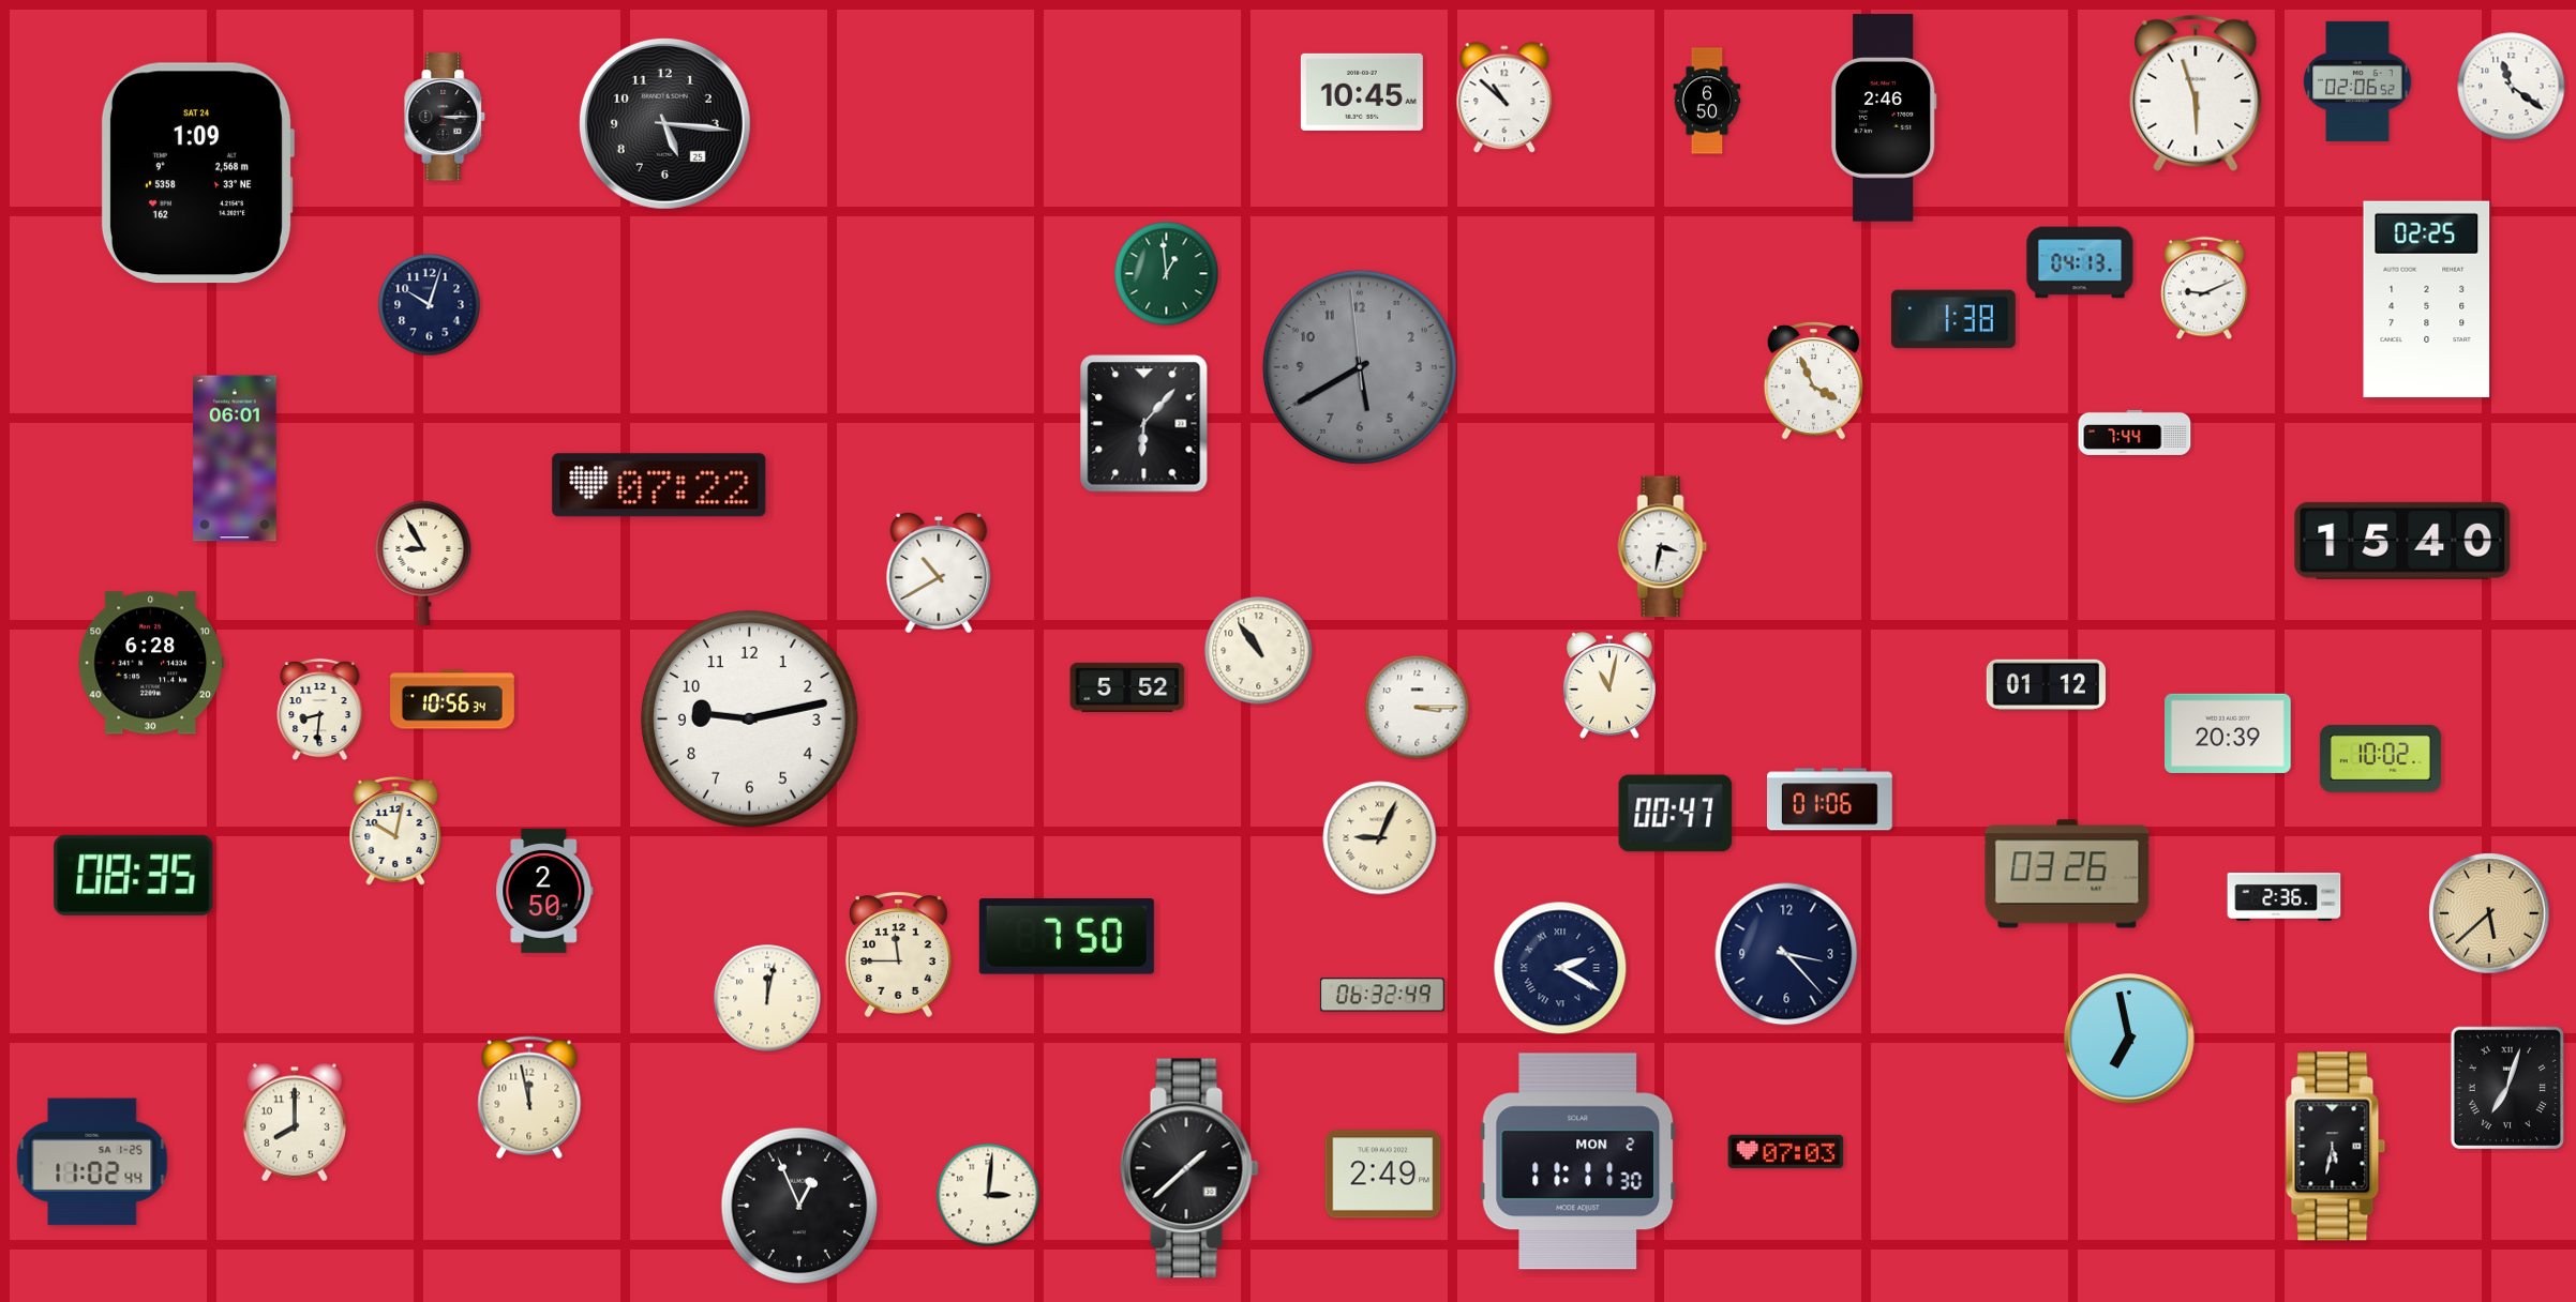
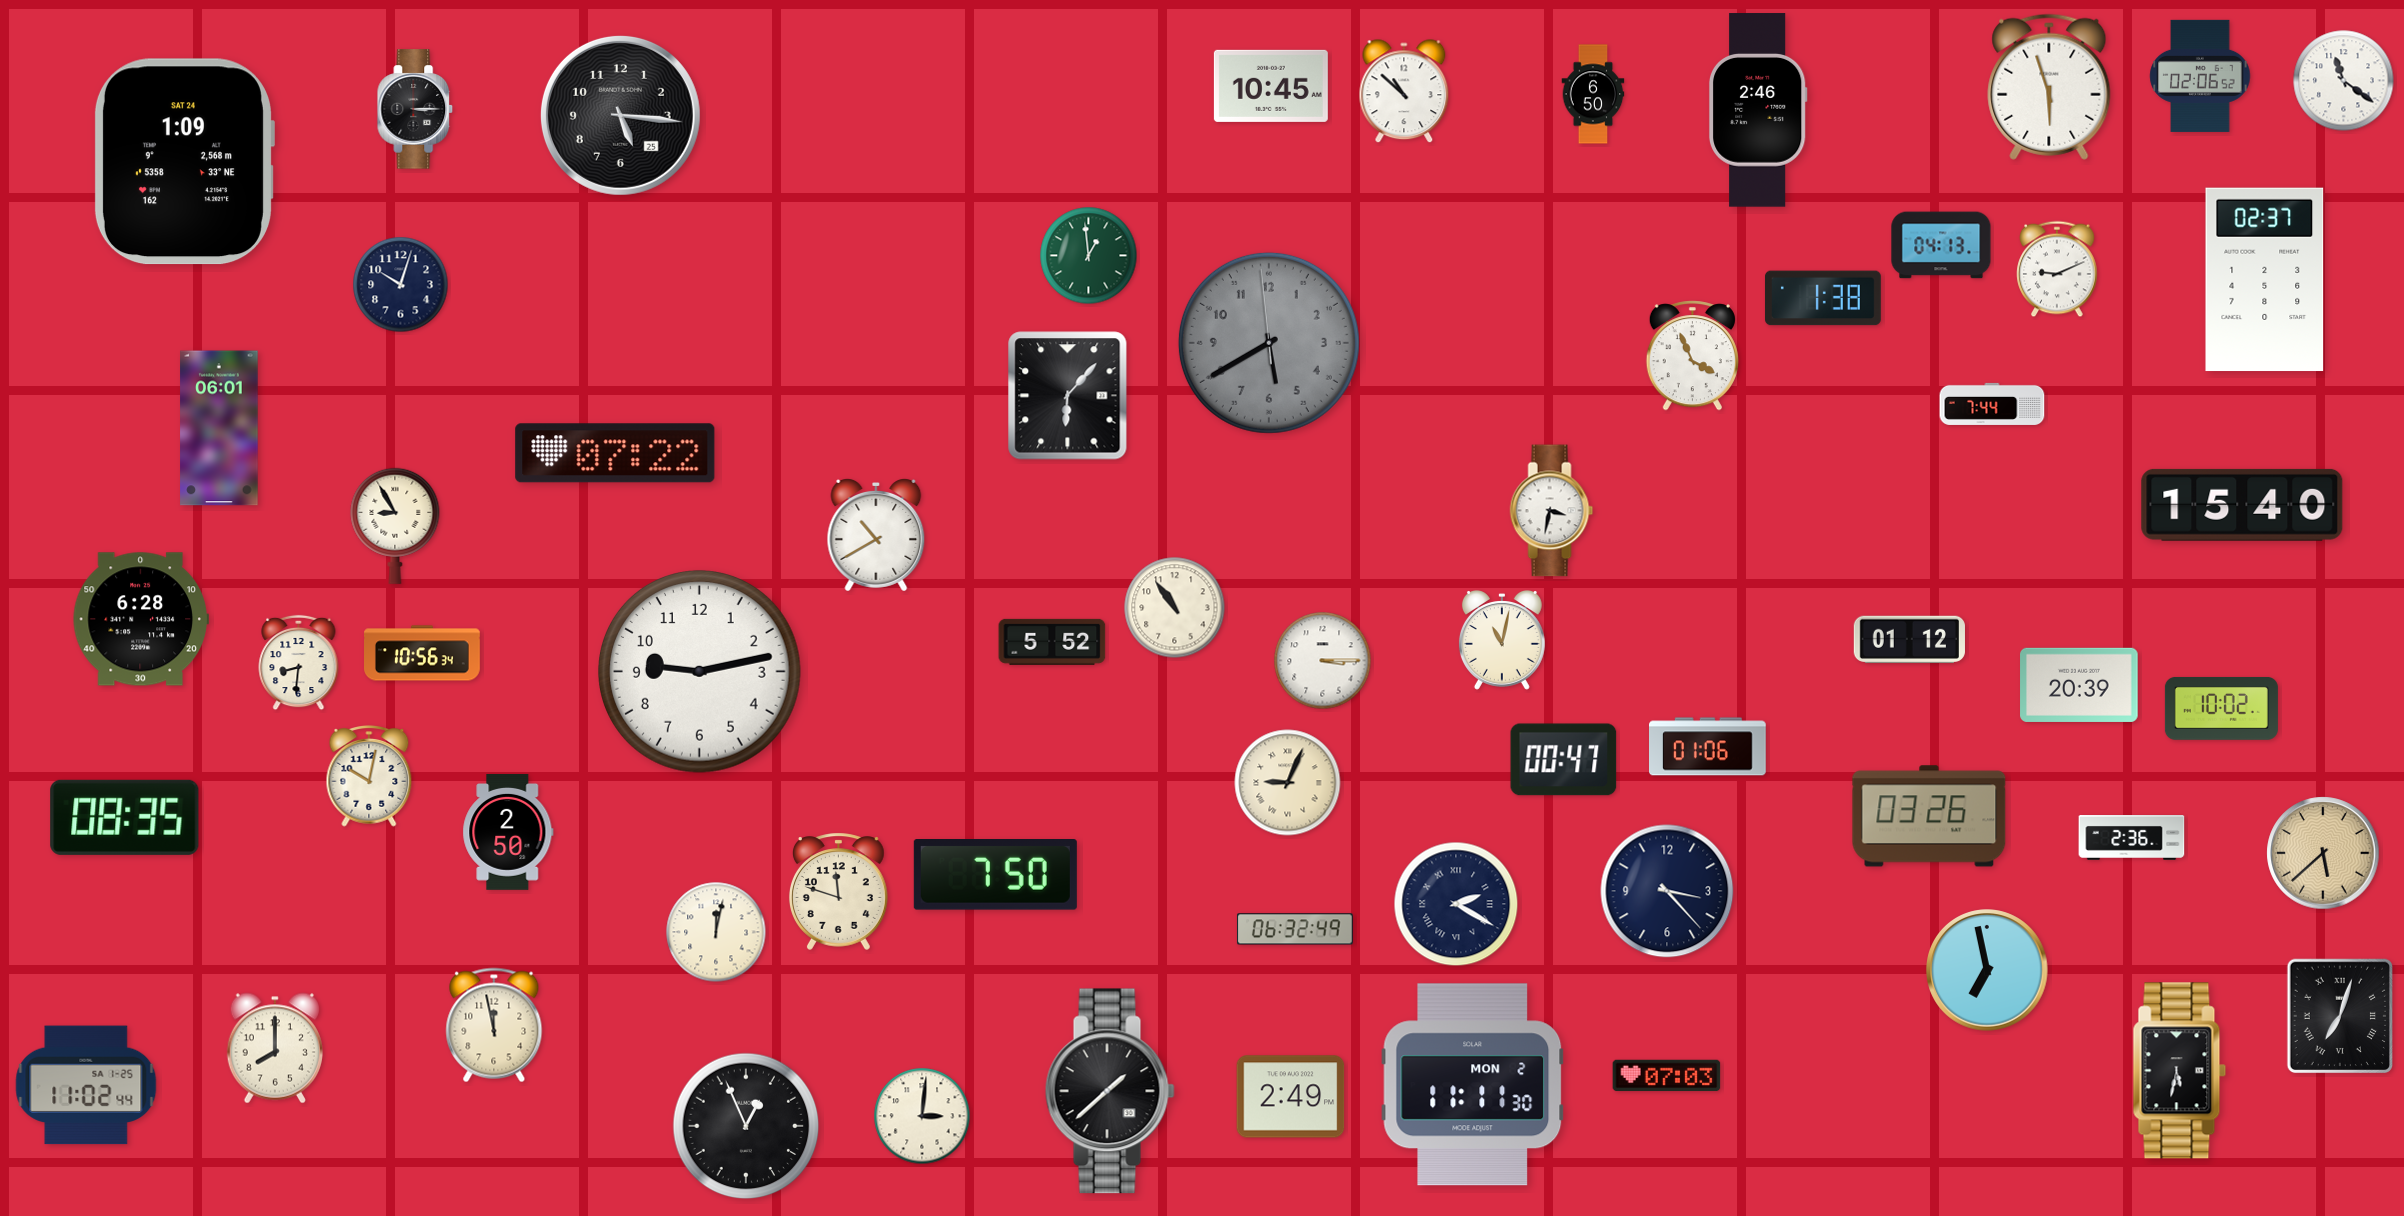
clock at (2427, 300): 02:25 -> 02:37
clock at (898, 954): 11:45 -> 11:48
clock at (1382, 995) position: (1382, 995) -> (1295, 929)
